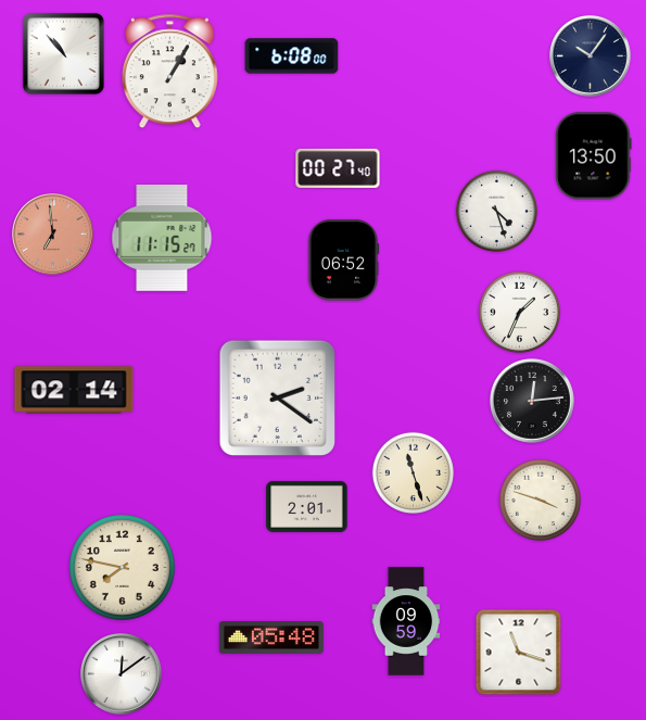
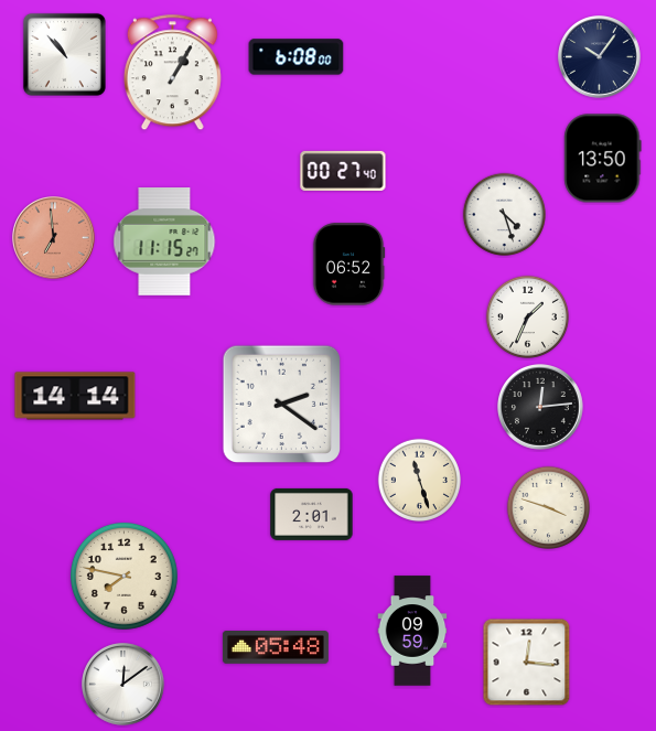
clock at (74, 390): 02:14 -> 14:14
clock at (519, 653): 11:18 -> 12:16
